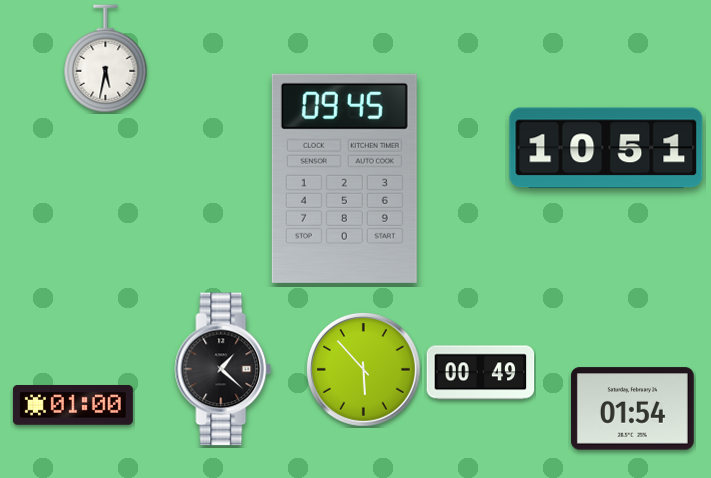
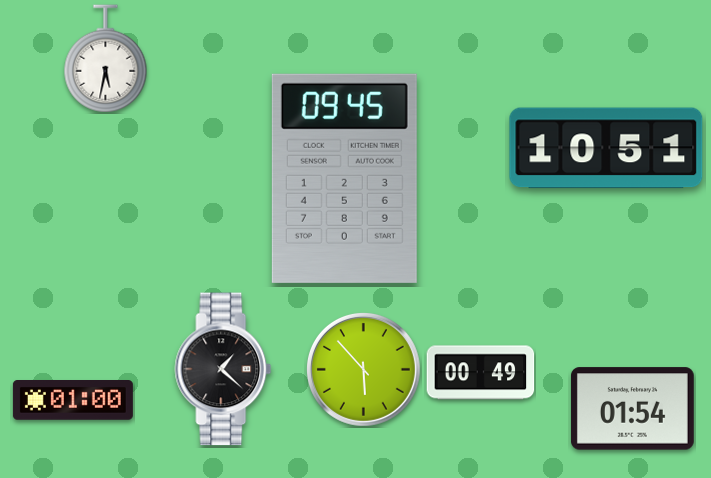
clock at (73, 406) position: (73, 406) -> (73, 401)
